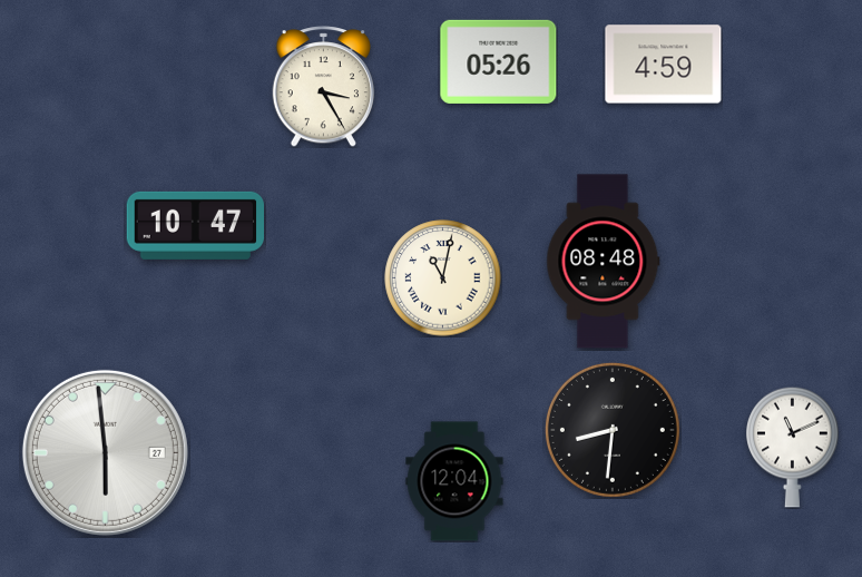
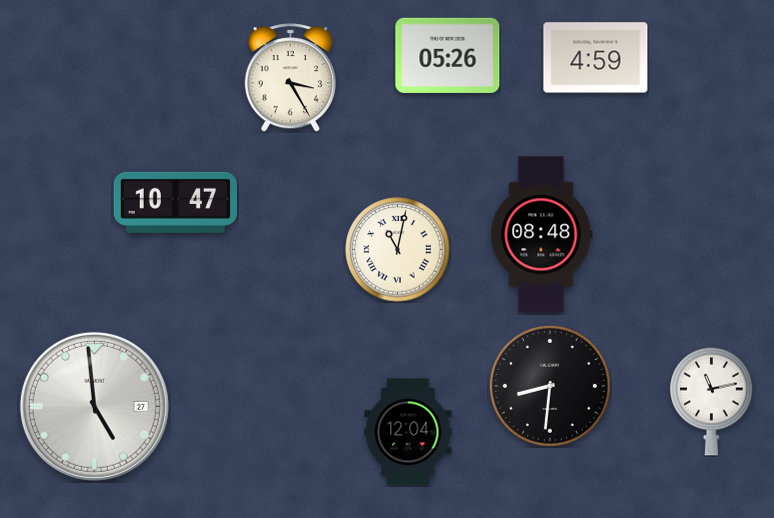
clock at (793, 447): 11:11 -> 11:13
clock at (105, 452): 5:59 -> 4:59
